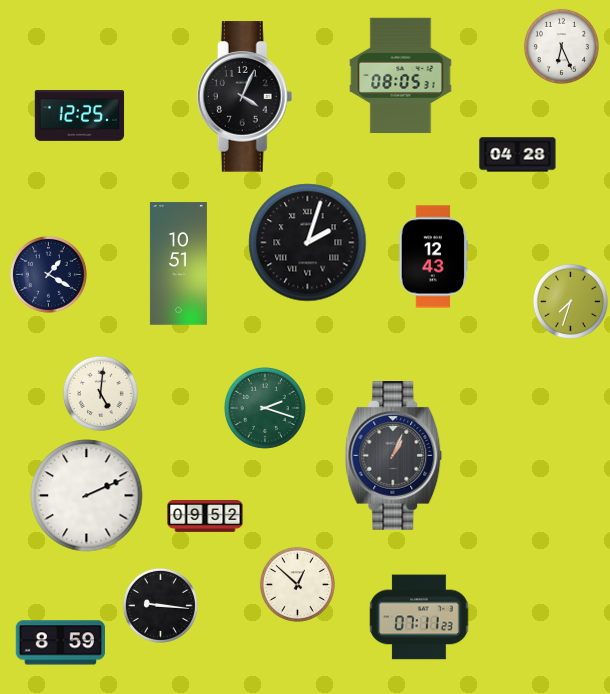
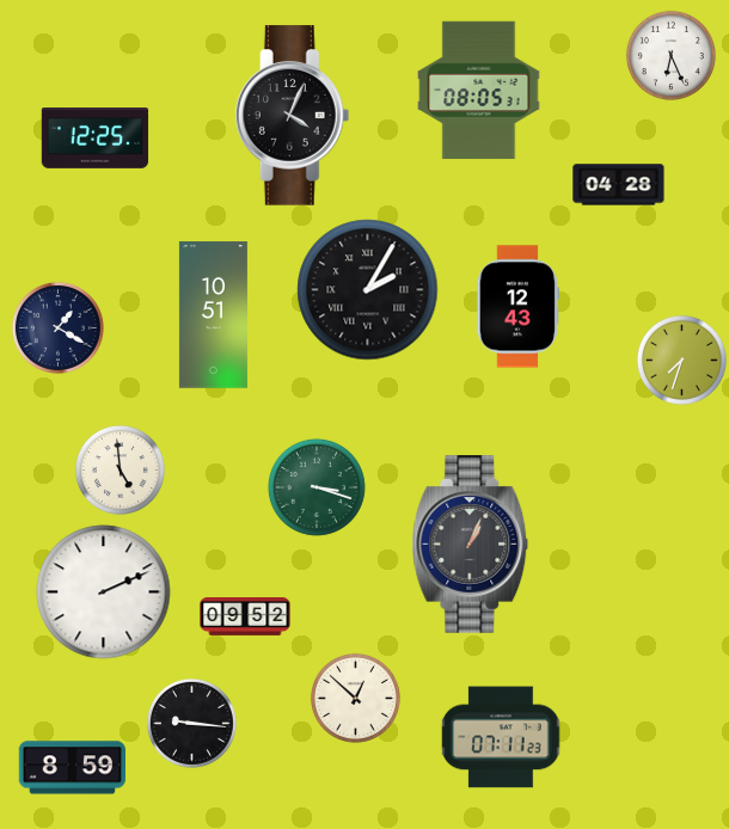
clock at (308, 243): 2:03 -> 2:05
clock at (100, 393): 5:01 -> 4:59
clock at (265, 408): 2:18 -> 3:18
